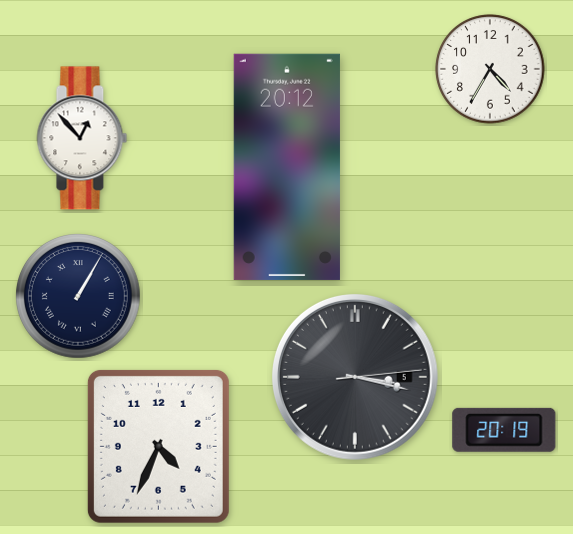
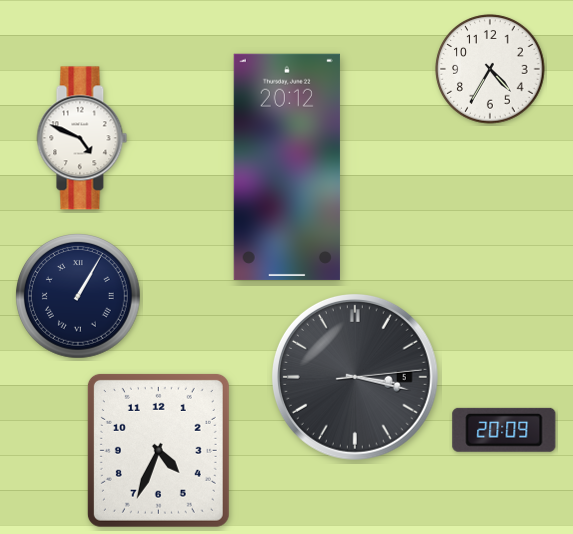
clock at (82, 138): 12:53 -> 4:49
clock at (504, 430): 20:19 -> 20:09
clock at (158, 446) position: (158, 446) -> (158, 450)
